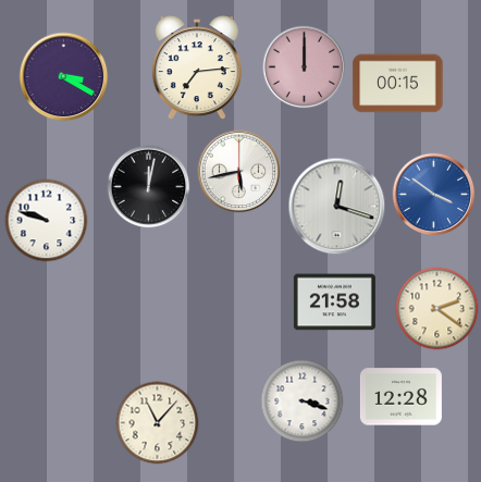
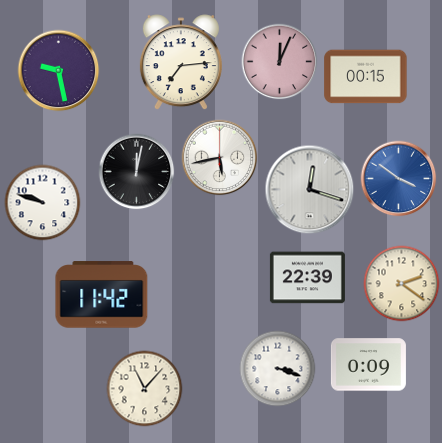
clock at (305, 67): 12:00 -> 12:04
clock at (64, 77): 3:20 -> 9:28
clock at (334, 302): 21:58 -> 22:39
clock at (102, 295): none -> 11:42
clock at (400, 397): 12:28 -> 0:09
